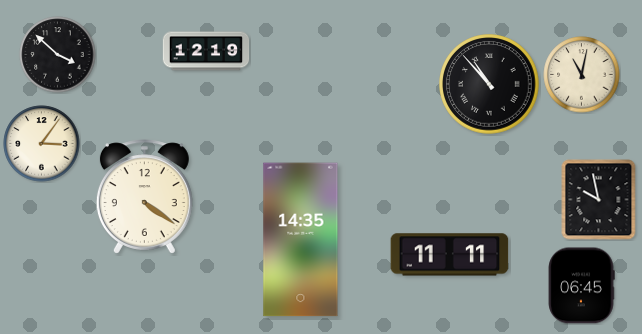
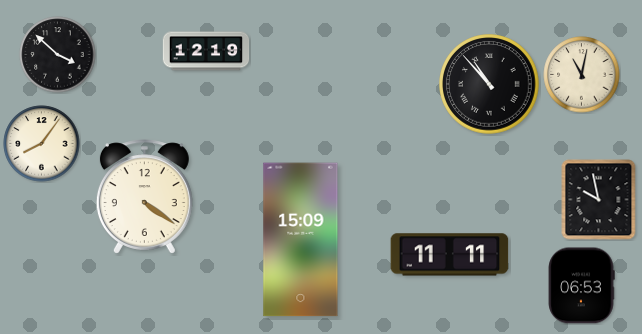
clock at (42, 144): 3:06 -> 8:06
clock at (301, 240): 14:35 -> 15:09
clock at (581, 286): 06:45 -> 06:53
